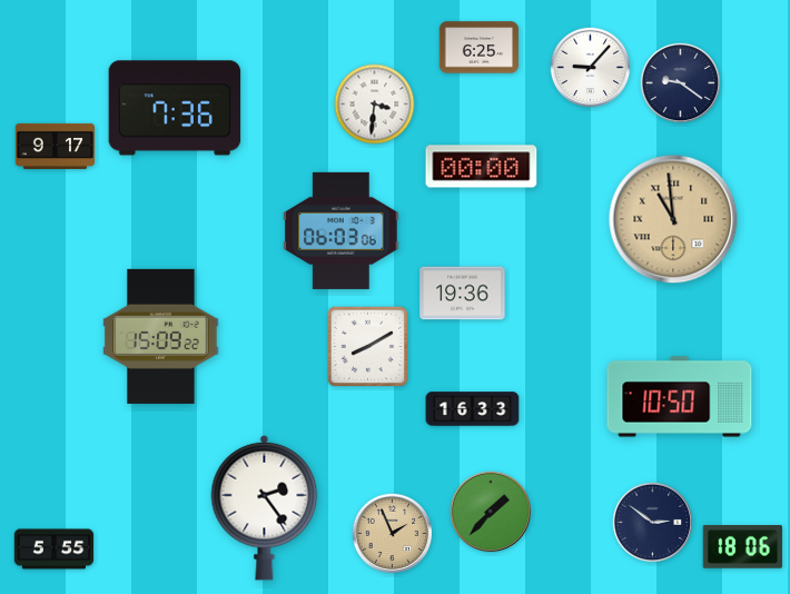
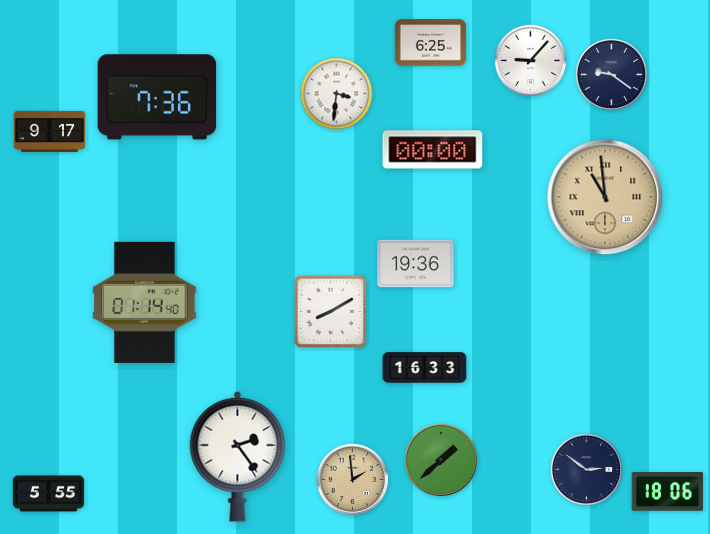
clock at (342, 230): 06:03 -> none
clock at (161, 336): 15:09 -> 01:14
clock at (680, 397): 10:50 -> none
clock at (491, 512): 1:37 -> 1:38
clock at (393, 534): 1:56 -> 1:59
